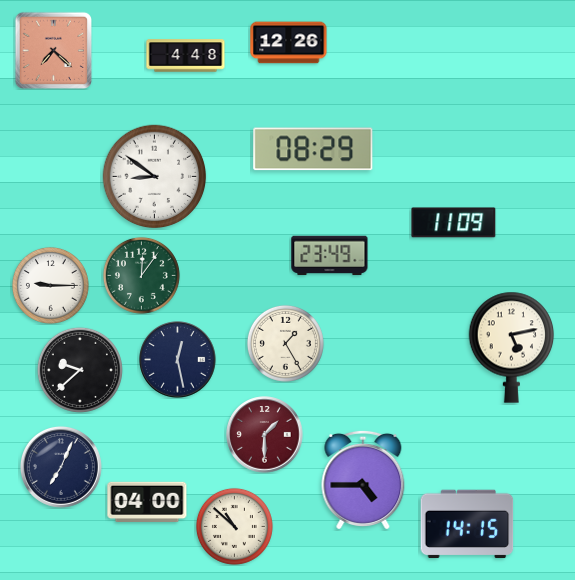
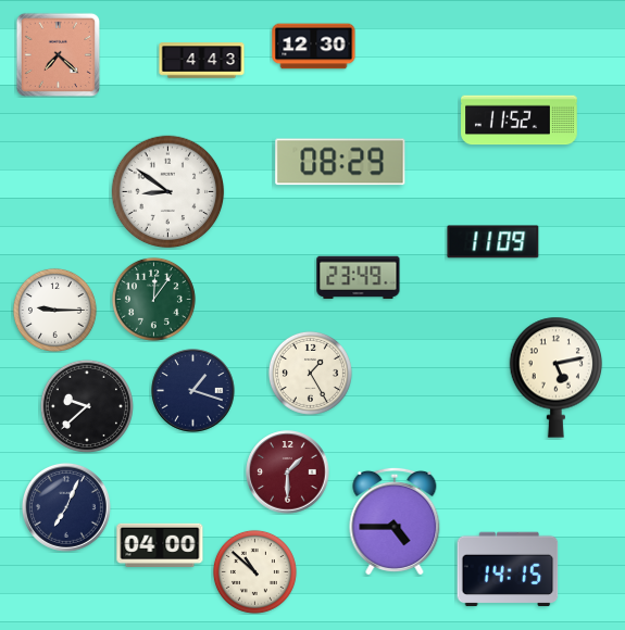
clock at (289, 43): 12:26 -> 12:30
clock at (186, 56): 4:48 -> 4:43
clock at (520, 121): none -> 11:52
clock at (178, 360): 12:28 -> 1:18
clock at (80, 370) position: (80, 370) -> (87, 406)
